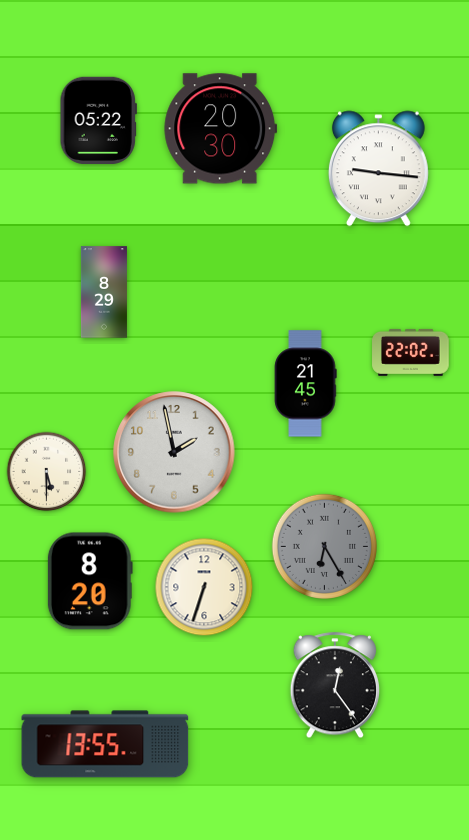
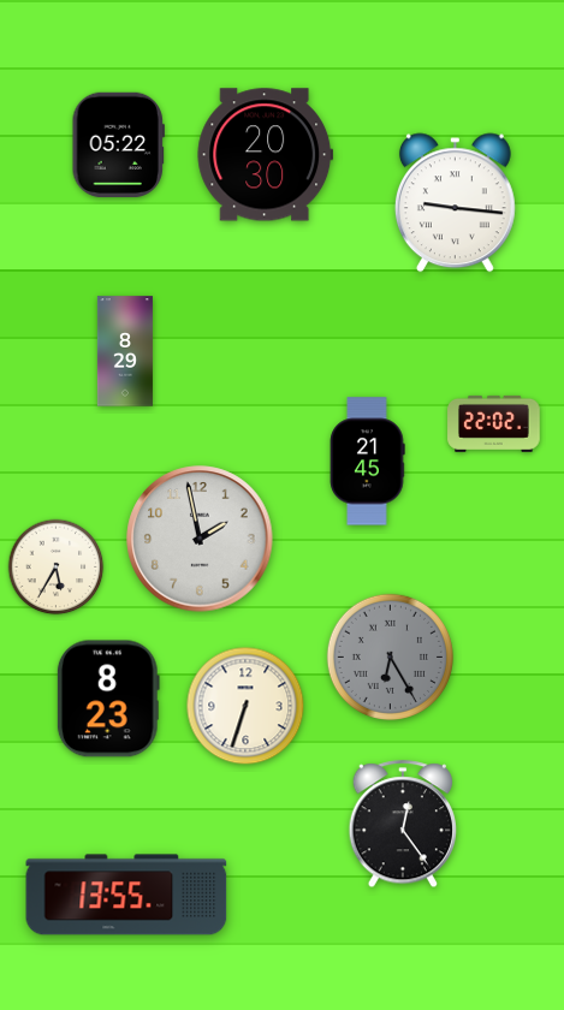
clock at (174, 452) position: (174, 452) -> (200, 539)
clock at (47, 472): 5:30 -> 5:35
clock at (90, 581): 8:20 -> 8:23
